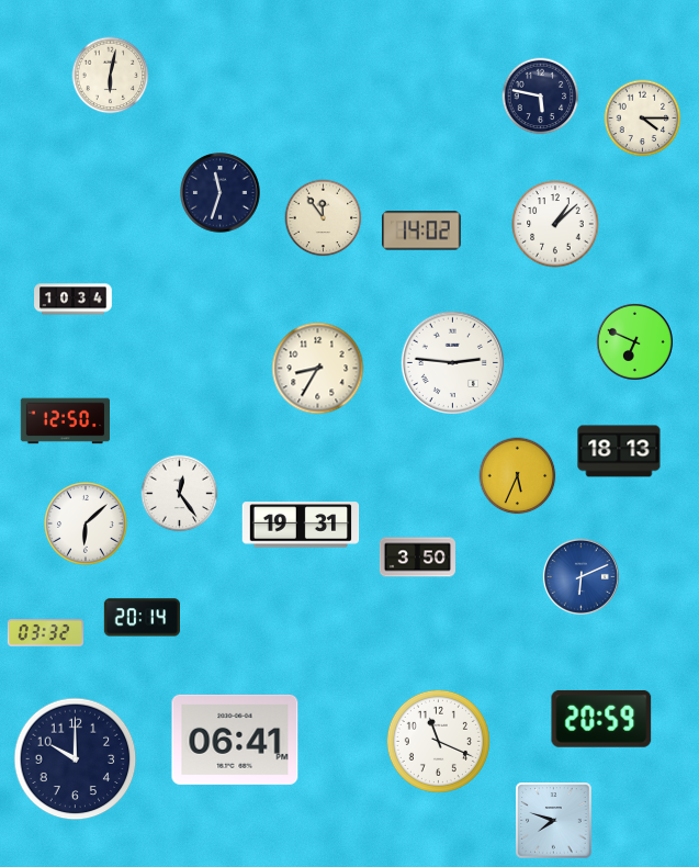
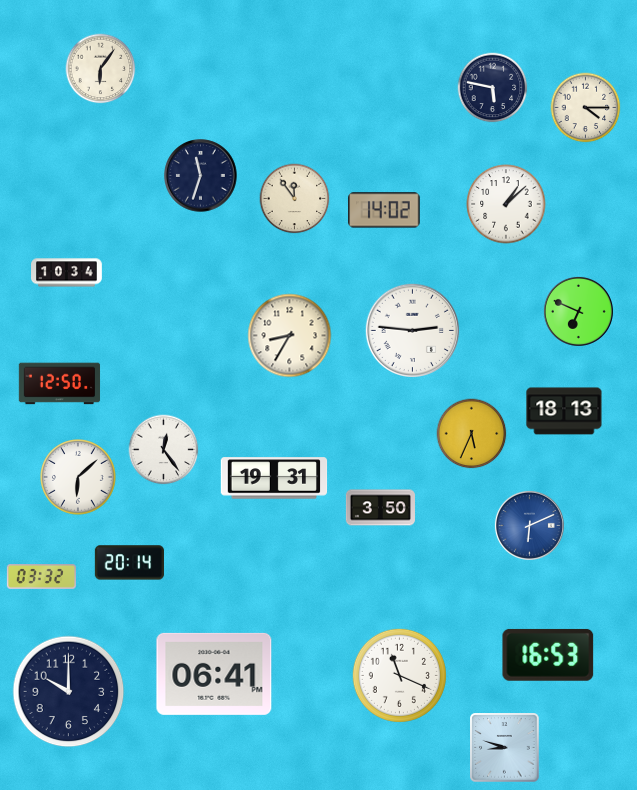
clock at (111, 76): 6:02 -> 6:06
clock at (601, 719): 20:59 -> 16:53
clock at (554, 821): 7:48 -> 8:48
